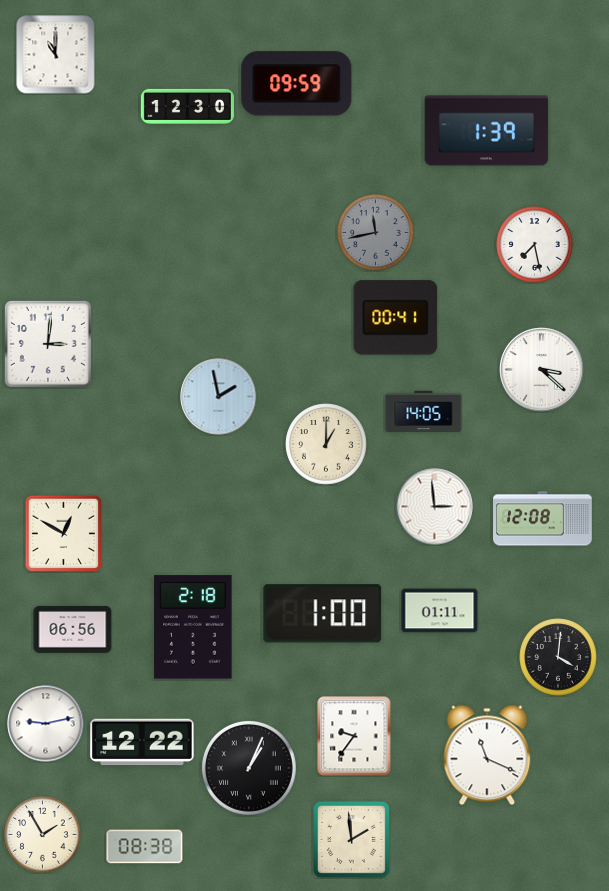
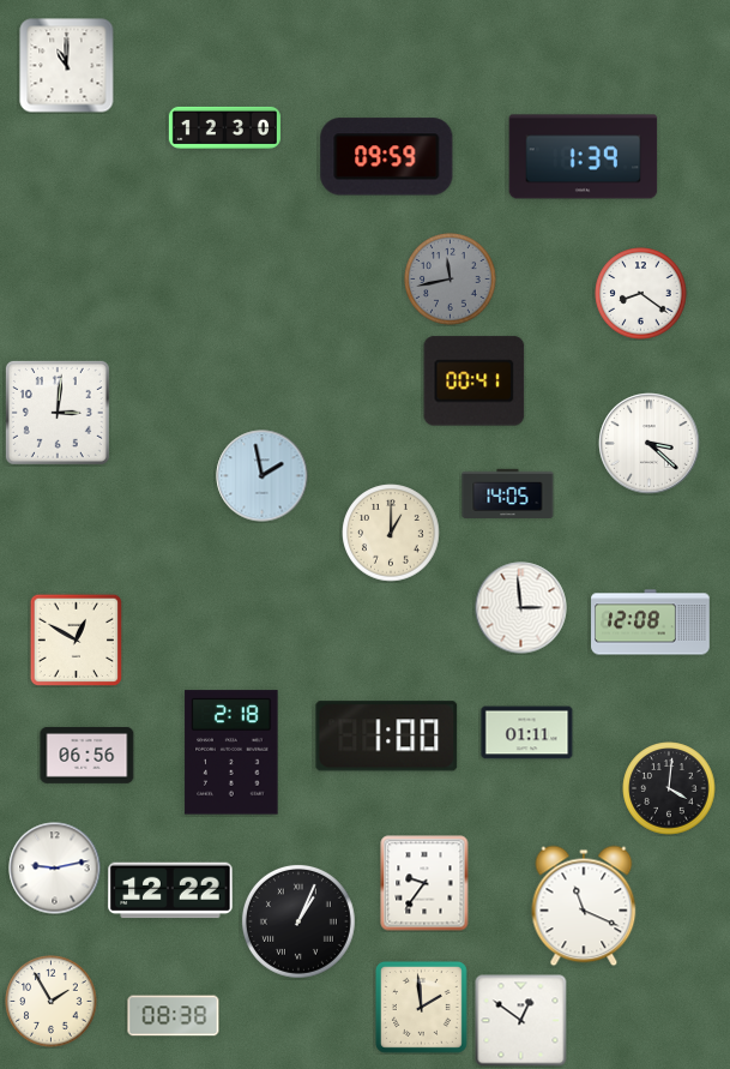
clock at (297, 84) position: (297, 84) -> (387, 157)
clock at (535, 245): 7:28 -> 8:21
clock at (521, 1021): none -> 12:51
